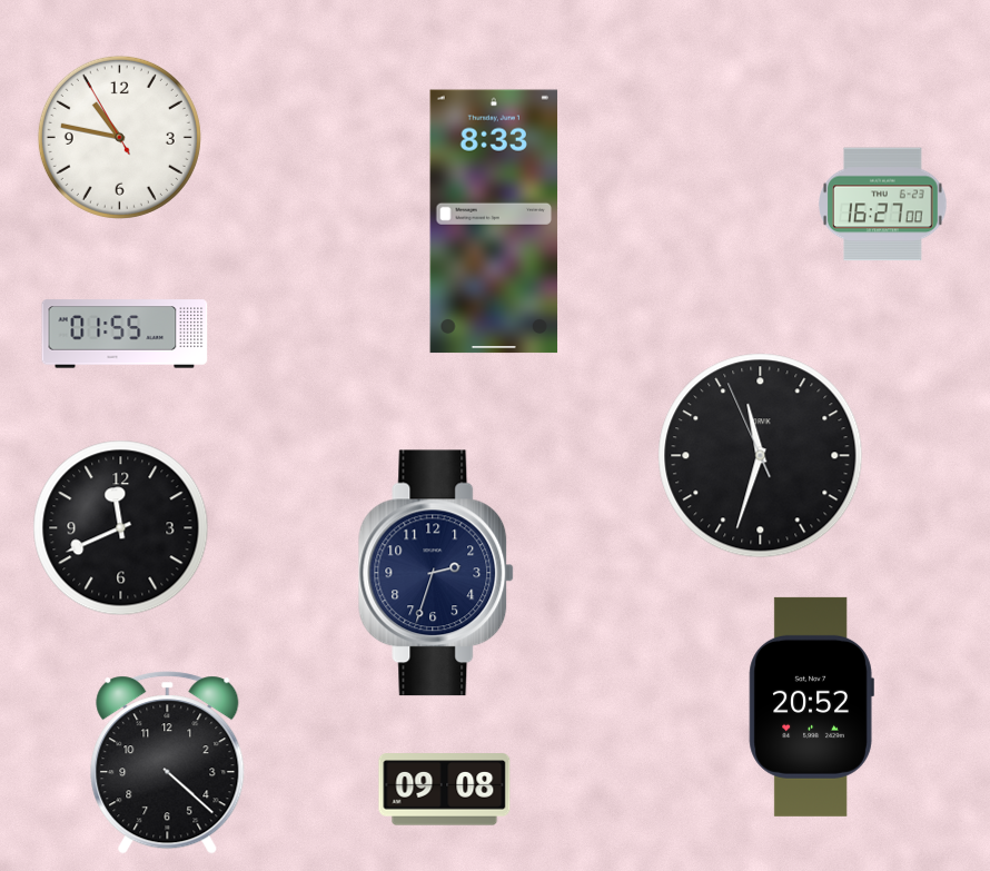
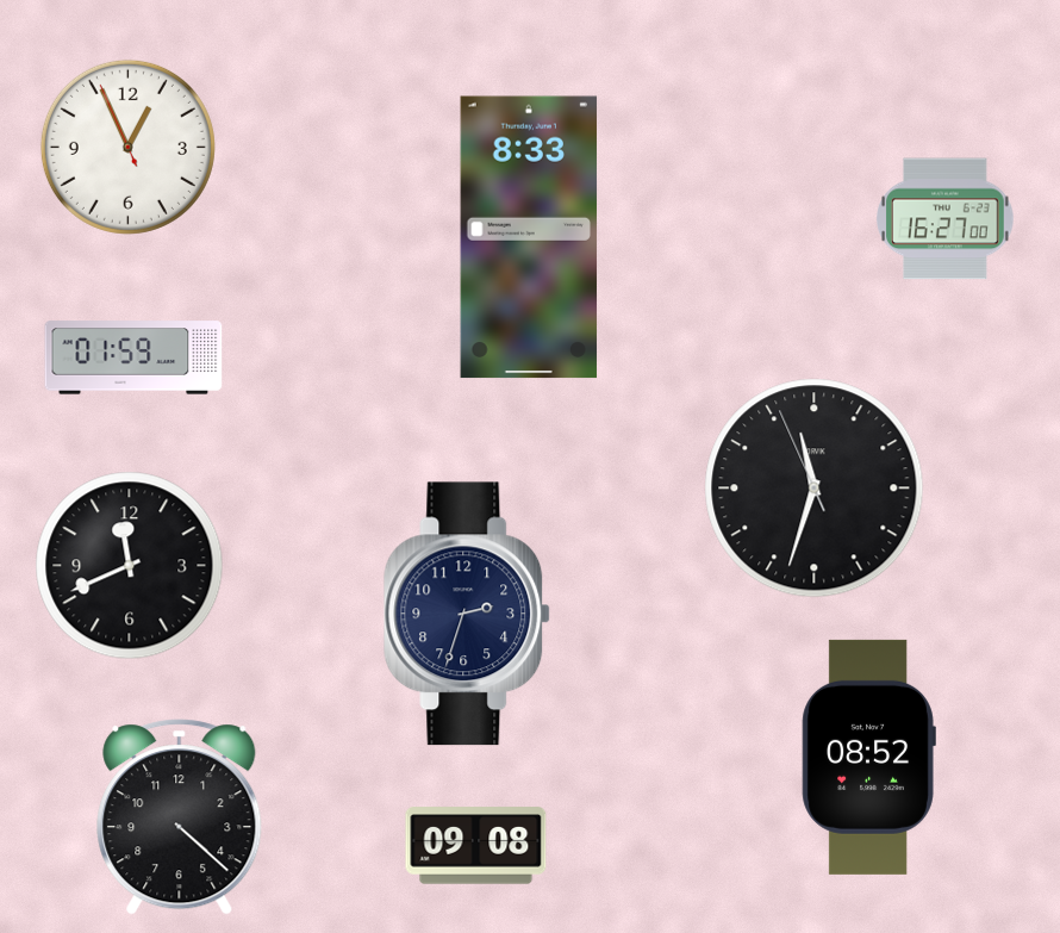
clock at (119, 137): 10:46 -> 12:55
clock at (125, 334): 01:55 -> 01:59
clock at (811, 706): 20:52 -> 08:52
